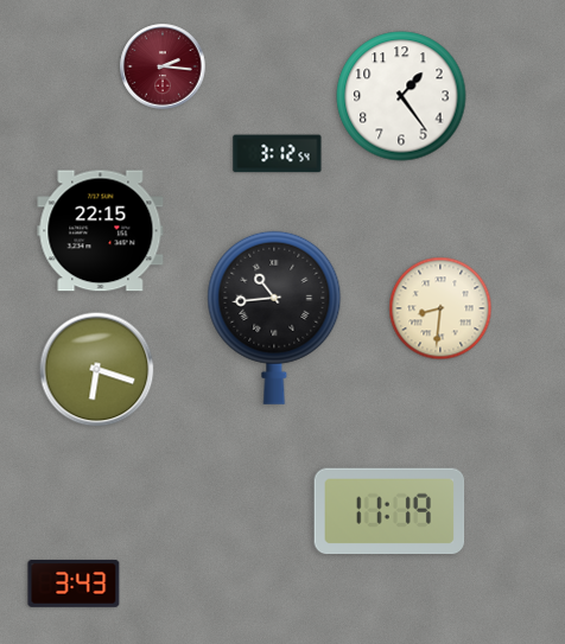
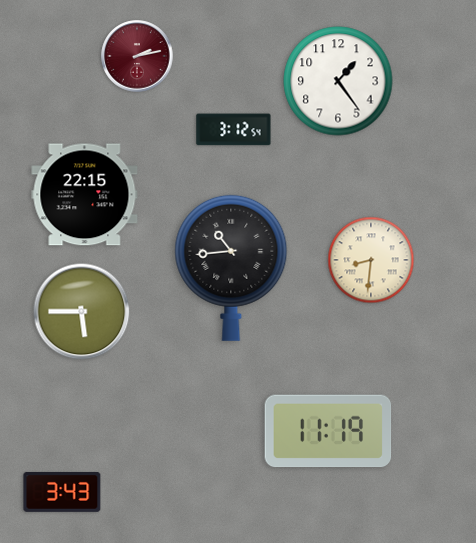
clock at (163, 66): 2:16 -> 2:13
clock at (97, 370): 6:18 -> 5:45
